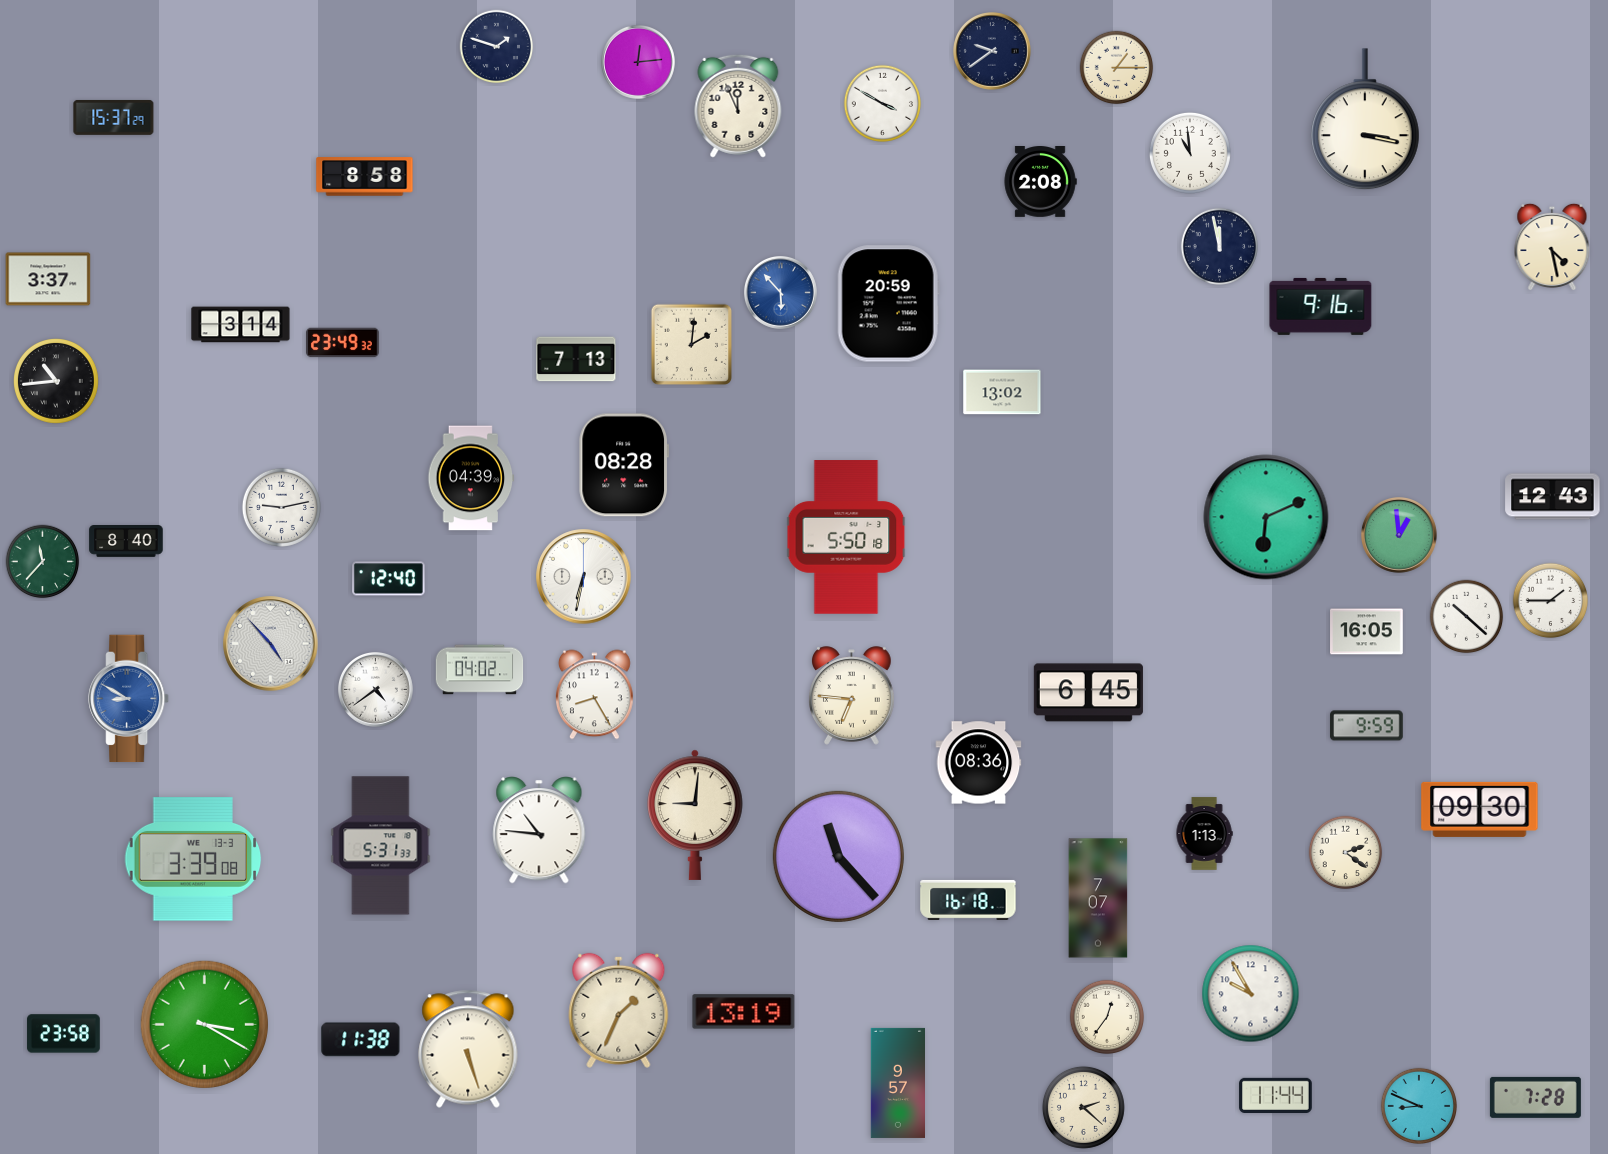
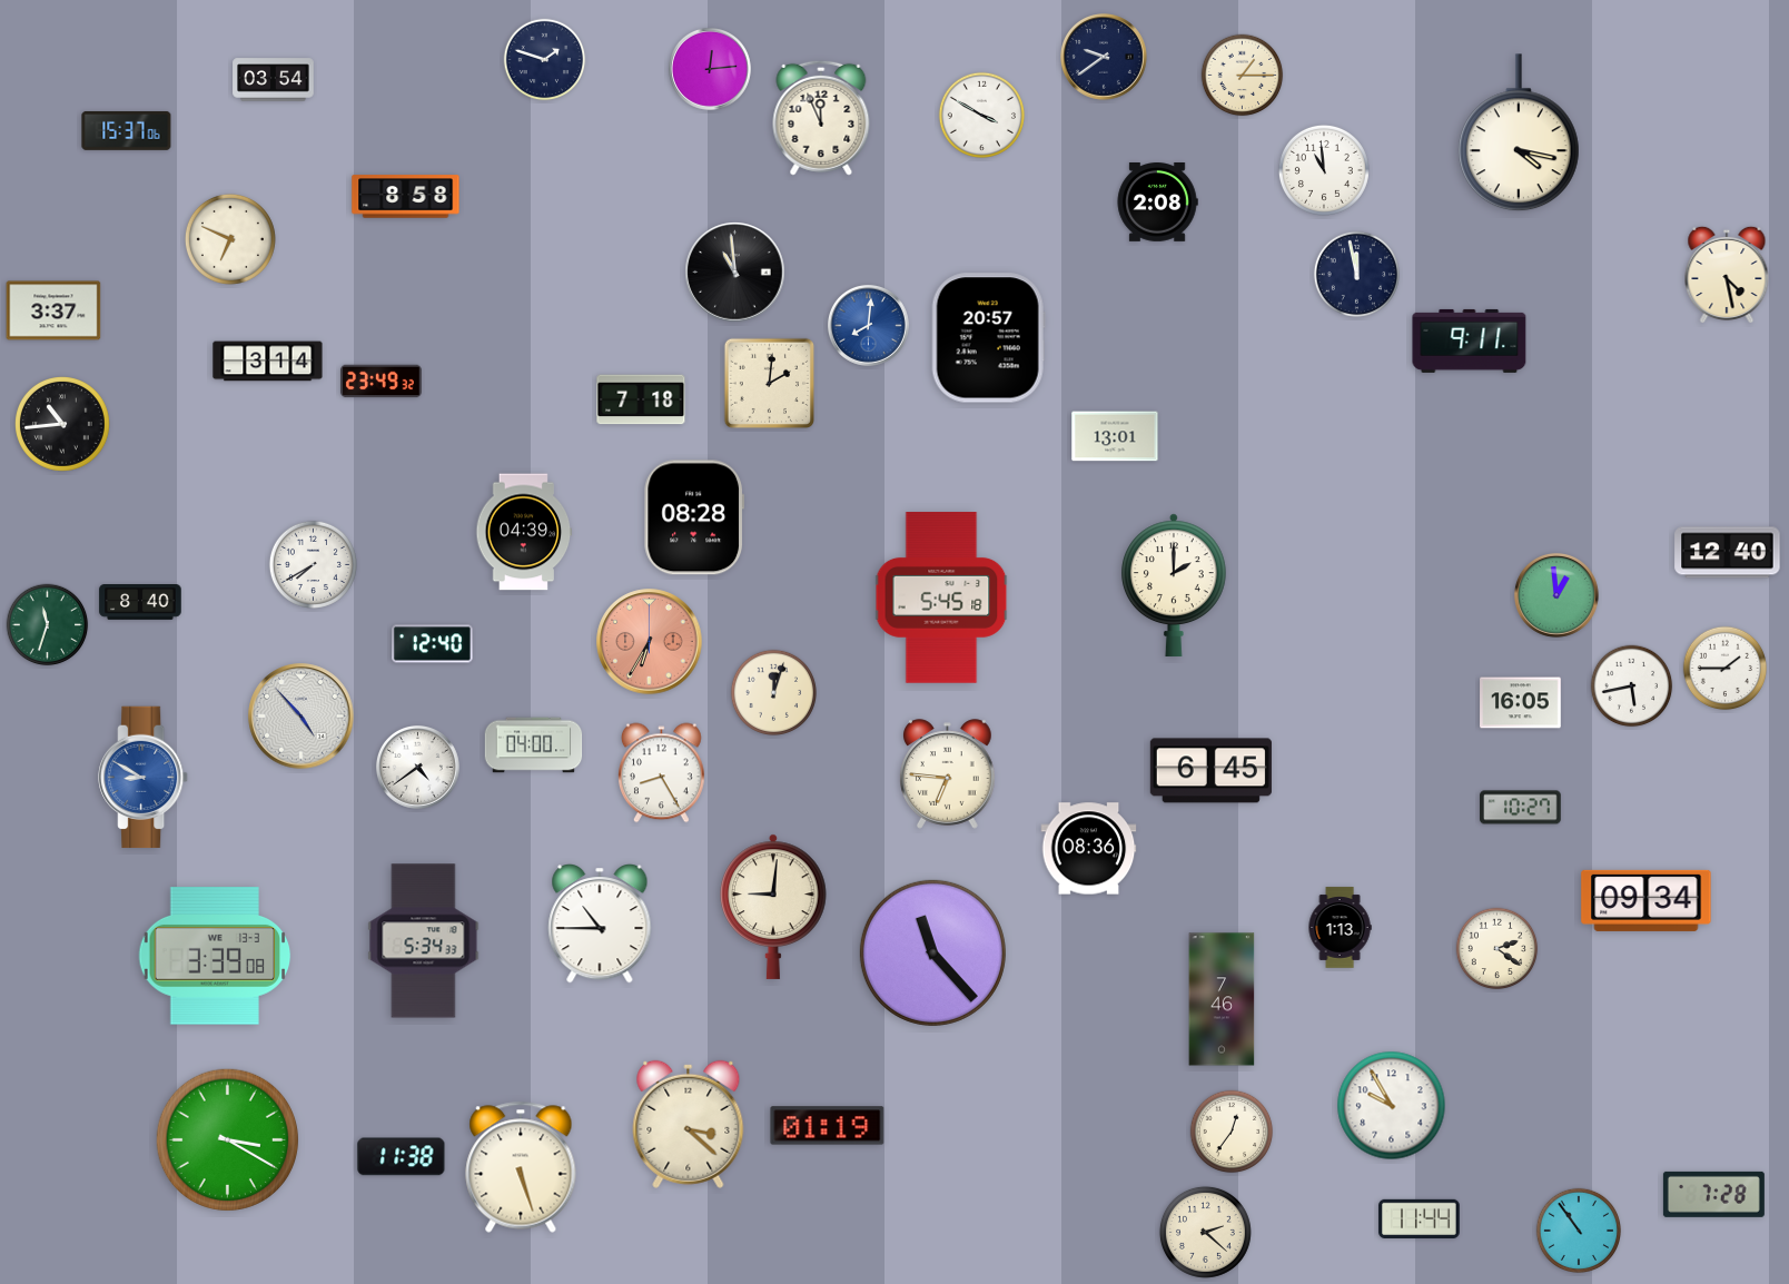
clock at (497, 47) position: (497, 47) -> (545, 60)
clock at (274, 80): none -> 03:54
clock at (114, 117): 15:37:29 -> 15:37:06
clock at (1365, 120): 3:17 -> 4:17
clock at (230, 239): none -> 6:49
clock at (735, 273): none -> 10:59
clock at (780, 292): 5:53 -> 8:01
clock at (888, 304): 20:59 -> 20:57
clock at (1321, 306): 9:16 -> 9:11
clock at (576, 359): 7:13 -> 7:18
clock at (1002, 392): 13:02 -> 13:01
clock at (1553, 497): 12:43 -> 12:40
clock at (281, 507): 9:13 -> 7:40
clock at (1266, 517): 6:11 -> none
clock at (1174, 585): none -> 2:00
clock at (846, 537): 5:50 -> 5:45
clock at (43, 562): 11:37 -> 11:33
clock at (584, 577): 6:32 -> 6:35
clock at (584, 577) dial: white -> salmon
clock at (1467, 617): 10:22 -> 5:43
clock at (773, 692): none -> 12:03
clock at (480, 670): 04:02 -> 04:00
clock at (1367, 726): 9:59 -> 10:27
clock at (1480, 809): 09:30 -> 09:34
clock at (539, 830): 10:46 -> 10:45
clock at (381, 846): 5:31 -> 5:34
clock at (1098, 898): 7:07 -> 7:46
clock at (968, 900): 16:18 -> none
clock at (619, 1010): 1:34 -> 3:22
clock at (744, 1012): 13:19 -> 01:19
clock at (64, 1034): 23:58 -> none
clock at (898, 1083): 9:57 -> none
clock at (1535, 1097) position: (1535, 1097) -> (1713, 1194)
clock at (1418, 1105): 8:49 -> 10:54
